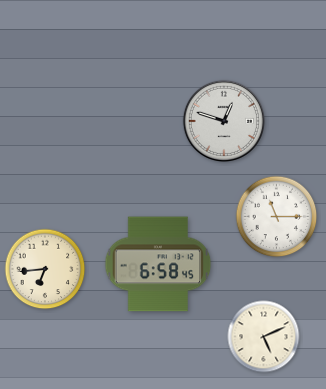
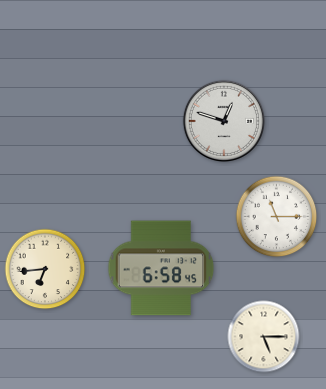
clock at (158, 264) position: (158, 264) -> (161, 268)
clock at (264, 337): 5:11 -> 5:15
